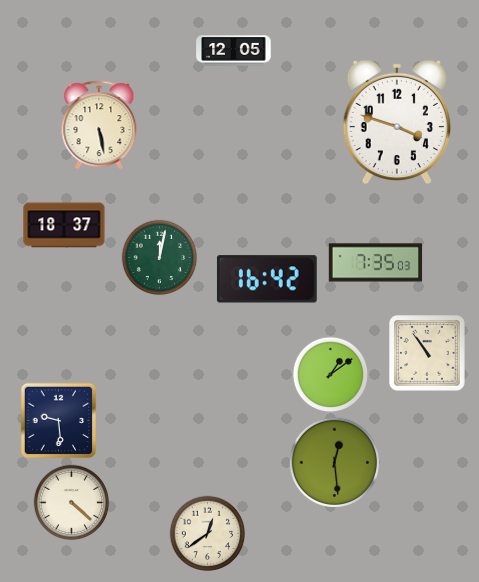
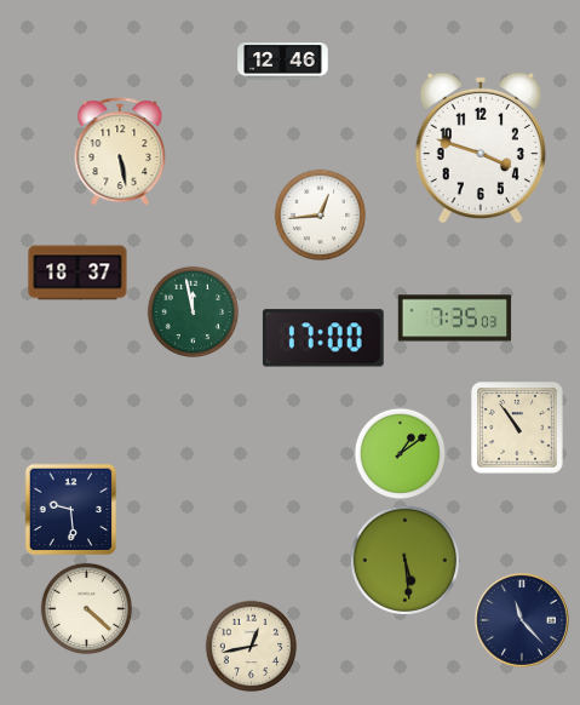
clock at (234, 51): 12:05 -> 12:46
clock at (321, 216): none -> 12:44
clock at (160, 258): 12:02 -> 11:58
clock at (267, 279): 16:42 -> 17:00
clock at (334, 462): 12:29 -> 5:29
clock at (522, 620): none -> 11:23
clock at (208, 534): 12:39 -> 12:43
